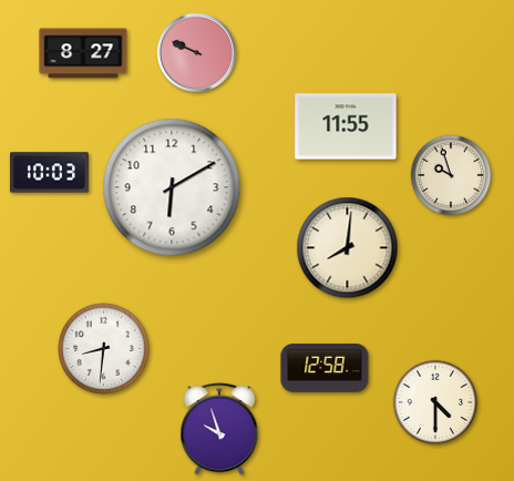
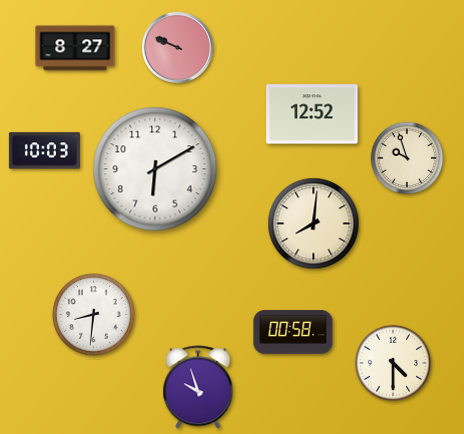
clock at (346, 126): 11:55 -> 12:52
clock at (49, 173) position: (49, 173) -> (44, 151)
clock at (325, 368): 12:58 -> 00:58
